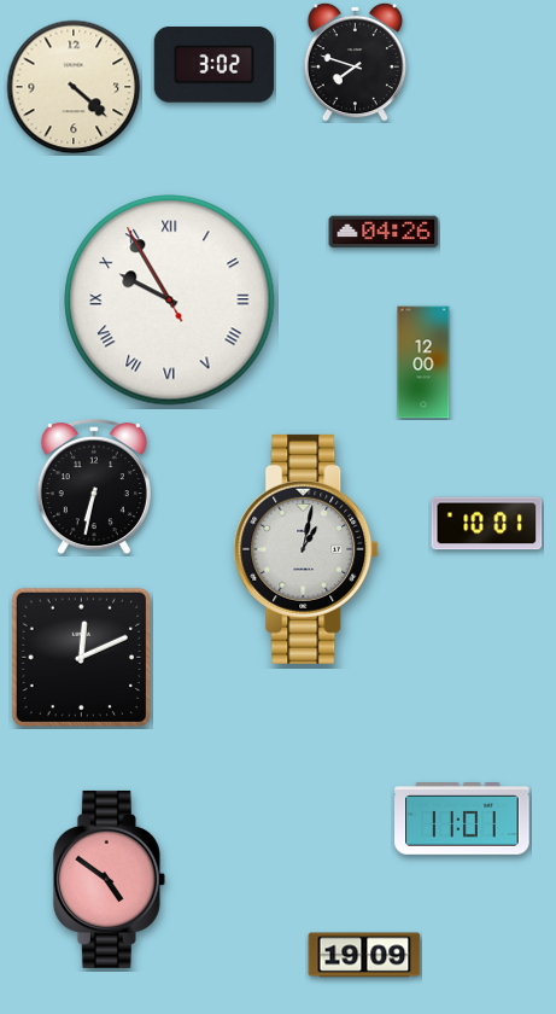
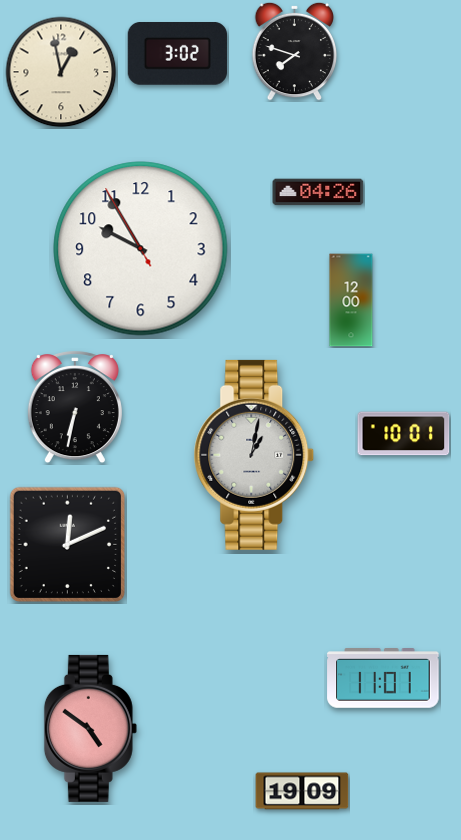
clock at (74, 87): 4:22 -> 12:58
clock at (170, 301) numerals: Roman -> Arabic
clock at (94, 488) position: (94, 488) -> (75, 408)
